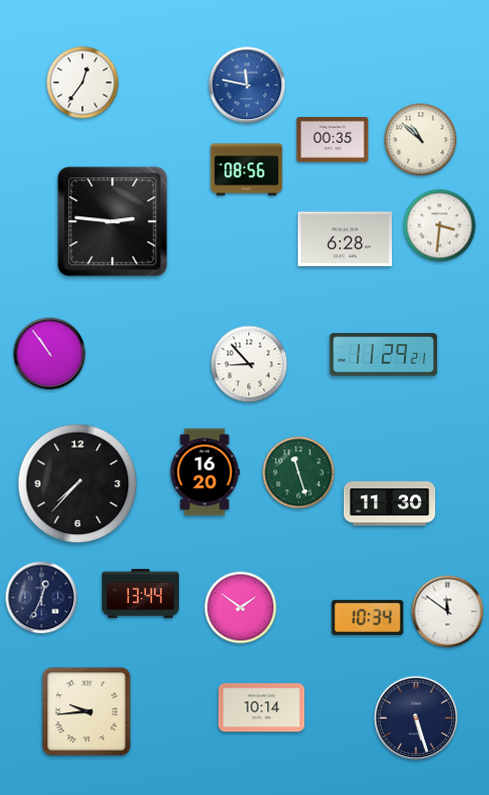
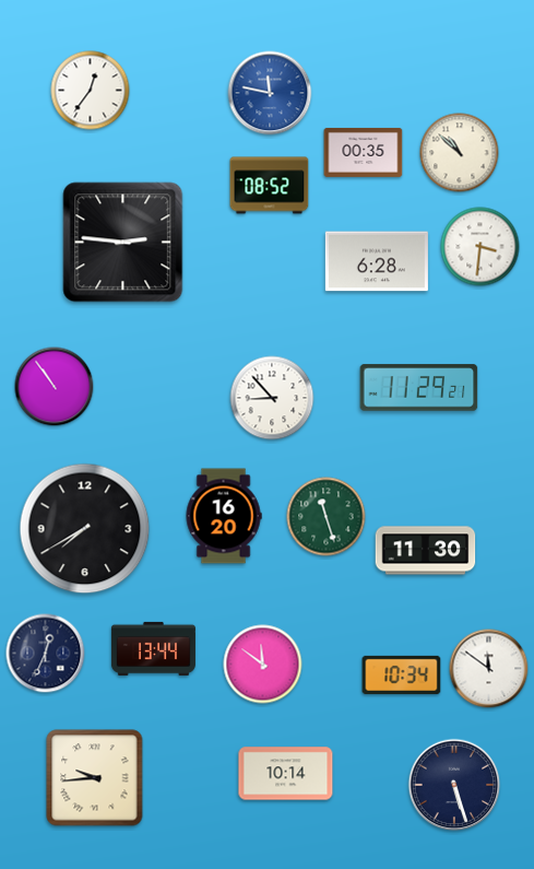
clock at (247, 170): 08:56 -> 08:52
clock at (78, 484): 7:37 -> 7:40
clock at (241, 608): 1:51 -> 11:51
